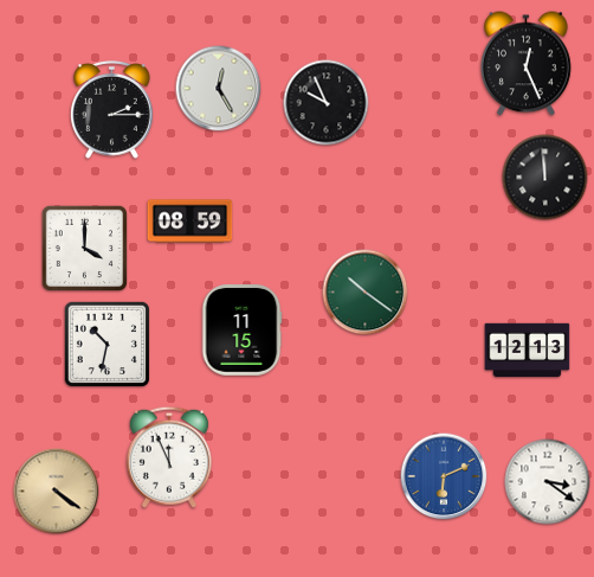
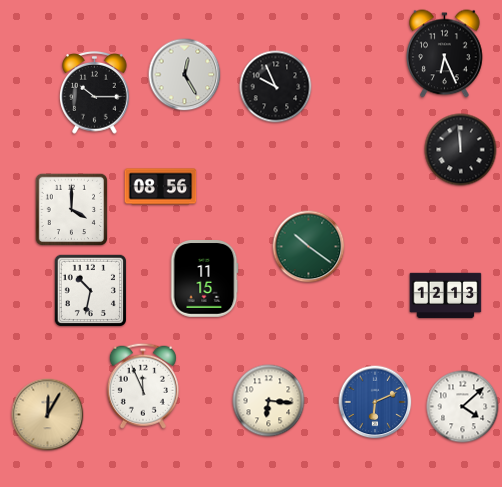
clock at (527, 64): 12:26 -> 6:26
clock at (112, 110): 2:15 -> 10:15
clock at (191, 222): 08:59 -> 08:56
clock at (269, 401): none -> 6:16
clock at (548, 482): 3:21 -> 4:08
clock at (57, 492): 4:21 -> 12:05
